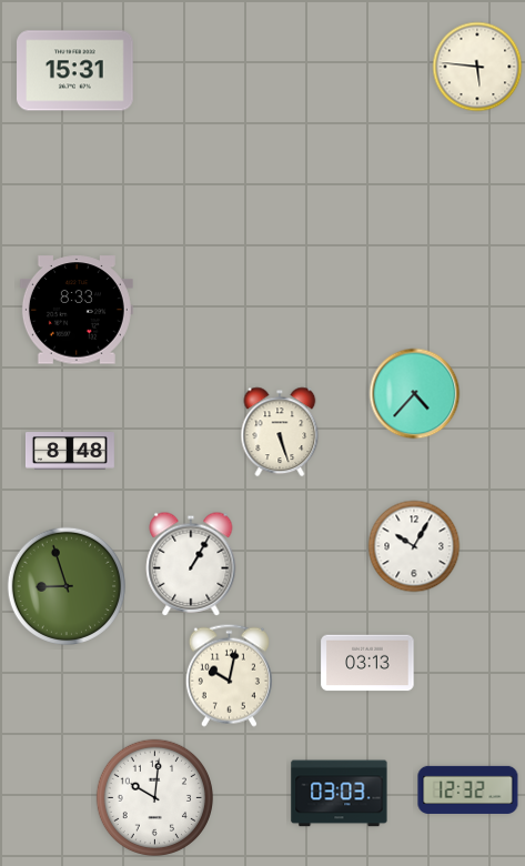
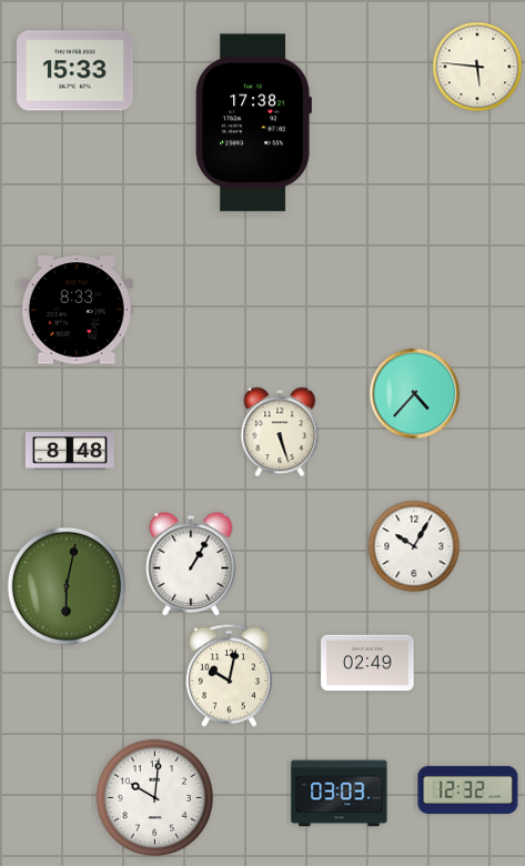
clock at (75, 71): 15:31 -> 15:33
clock at (253, 123): none -> 17:38
clock at (65, 585): 8:57 -> 6:02
clock at (367, 663): 03:13 -> 02:49
